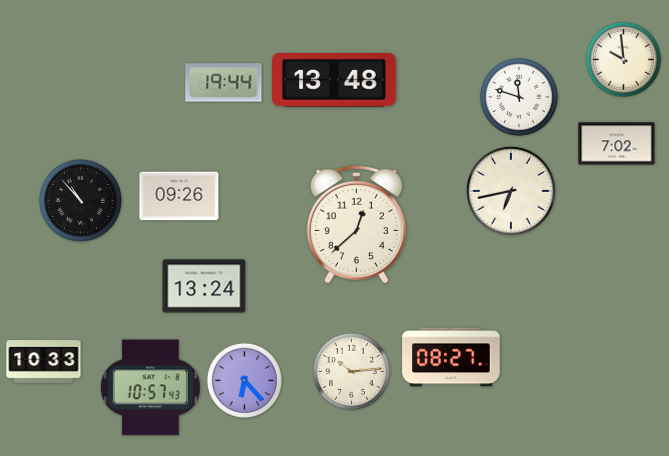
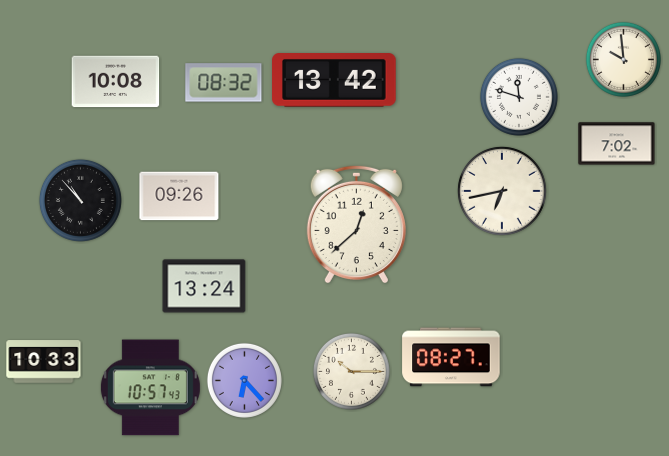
clock at (334, 81): 13:48 -> 13:42
clock at (116, 82): none -> 10:08
clock at (224, 83): 19:44 -> 08:32
clock at (512, 192) position: (512, 192) -> (503, 192)
clock at (351, 371): 10:14 -> 10:15
